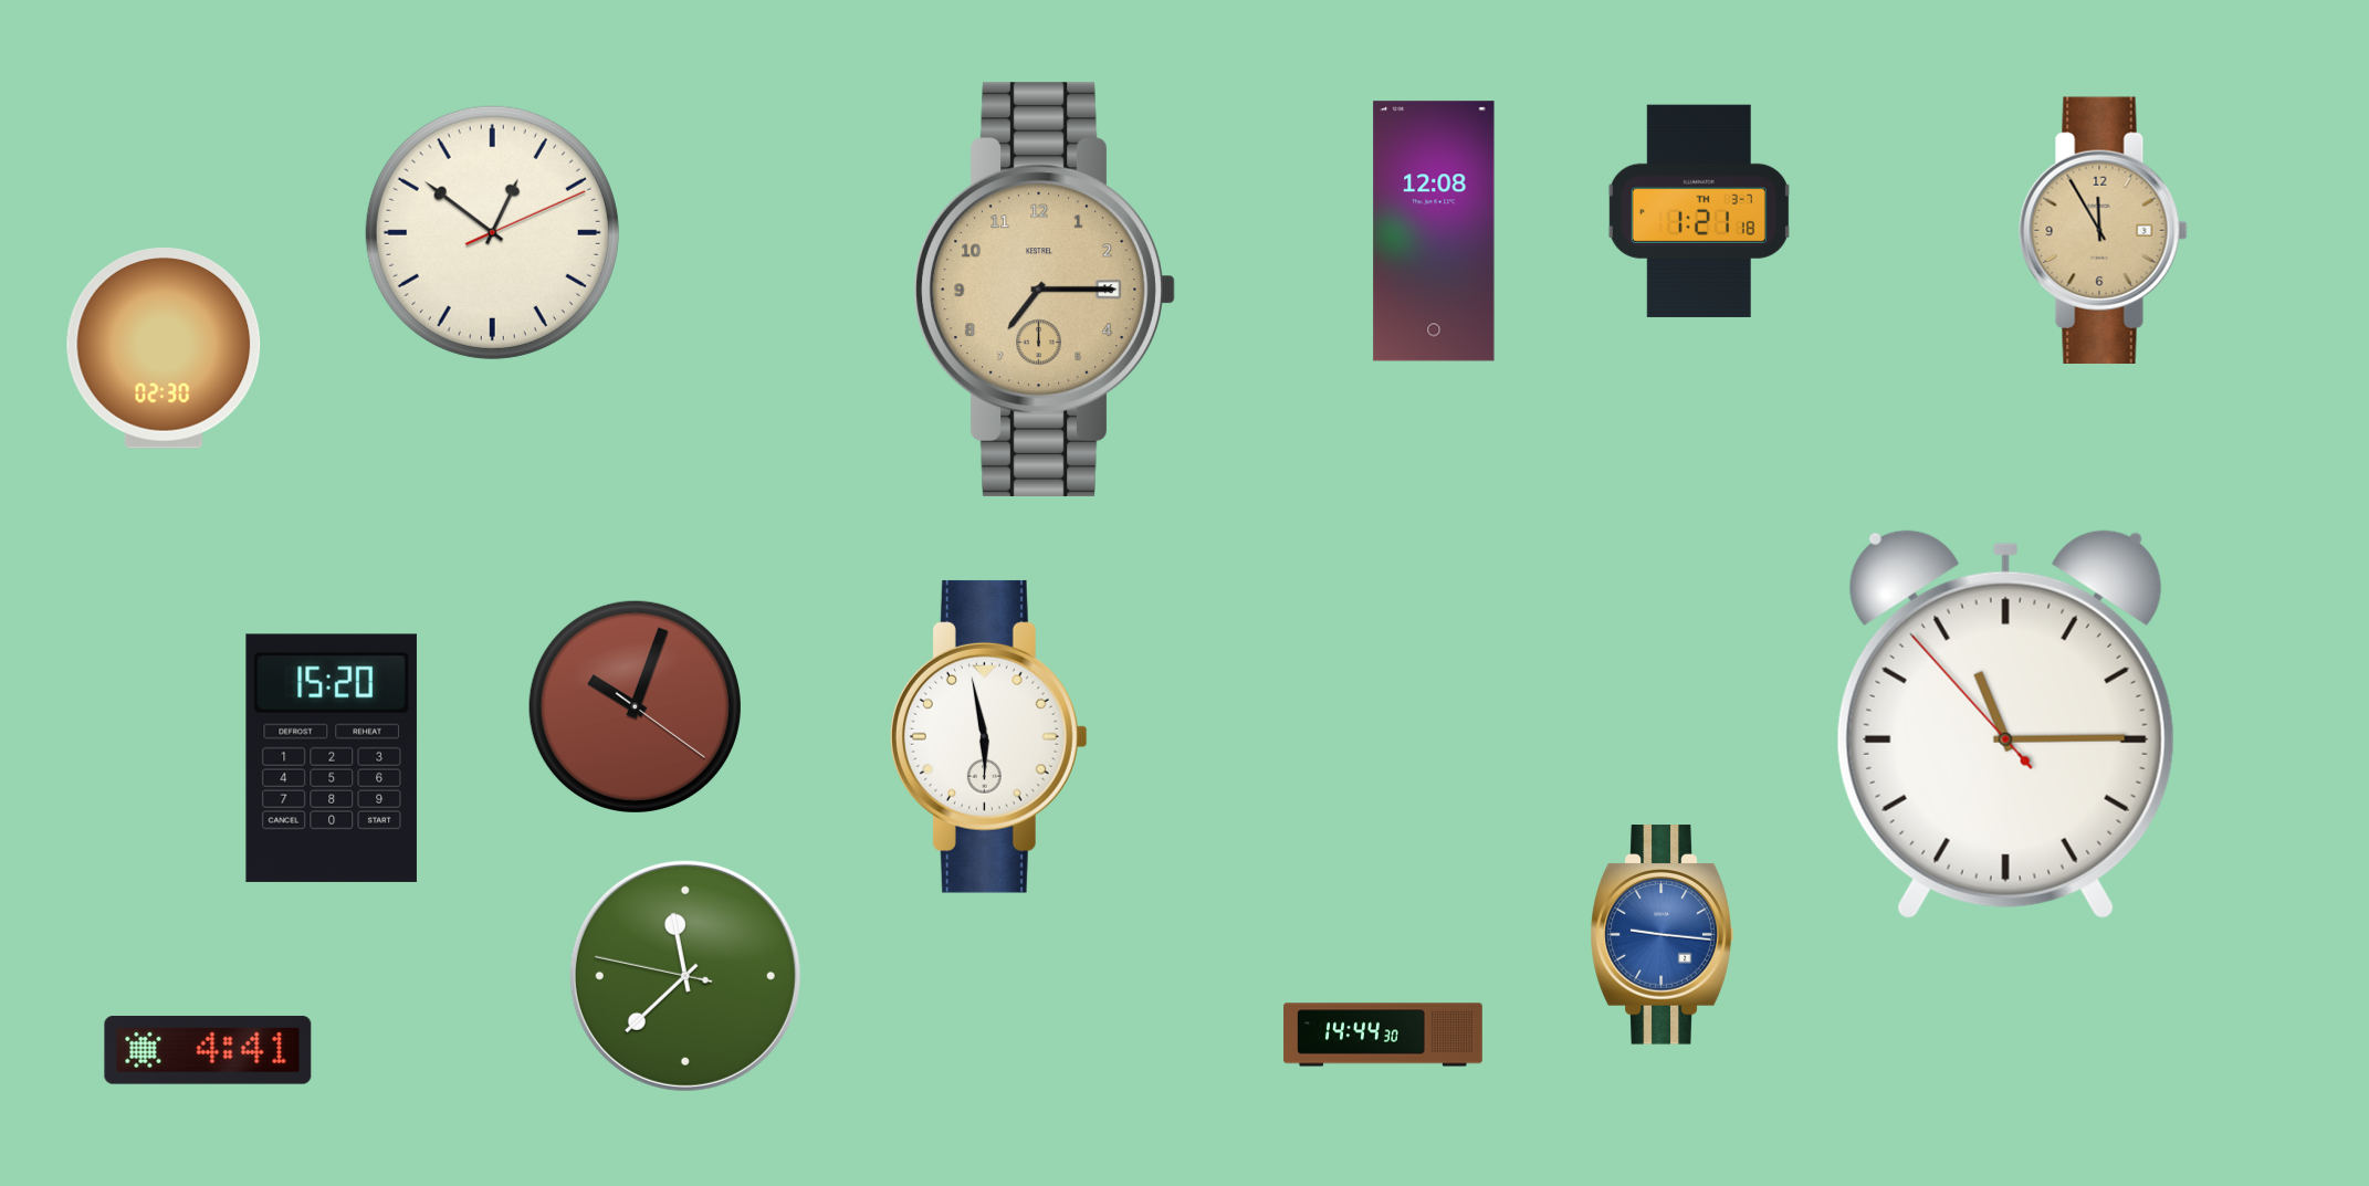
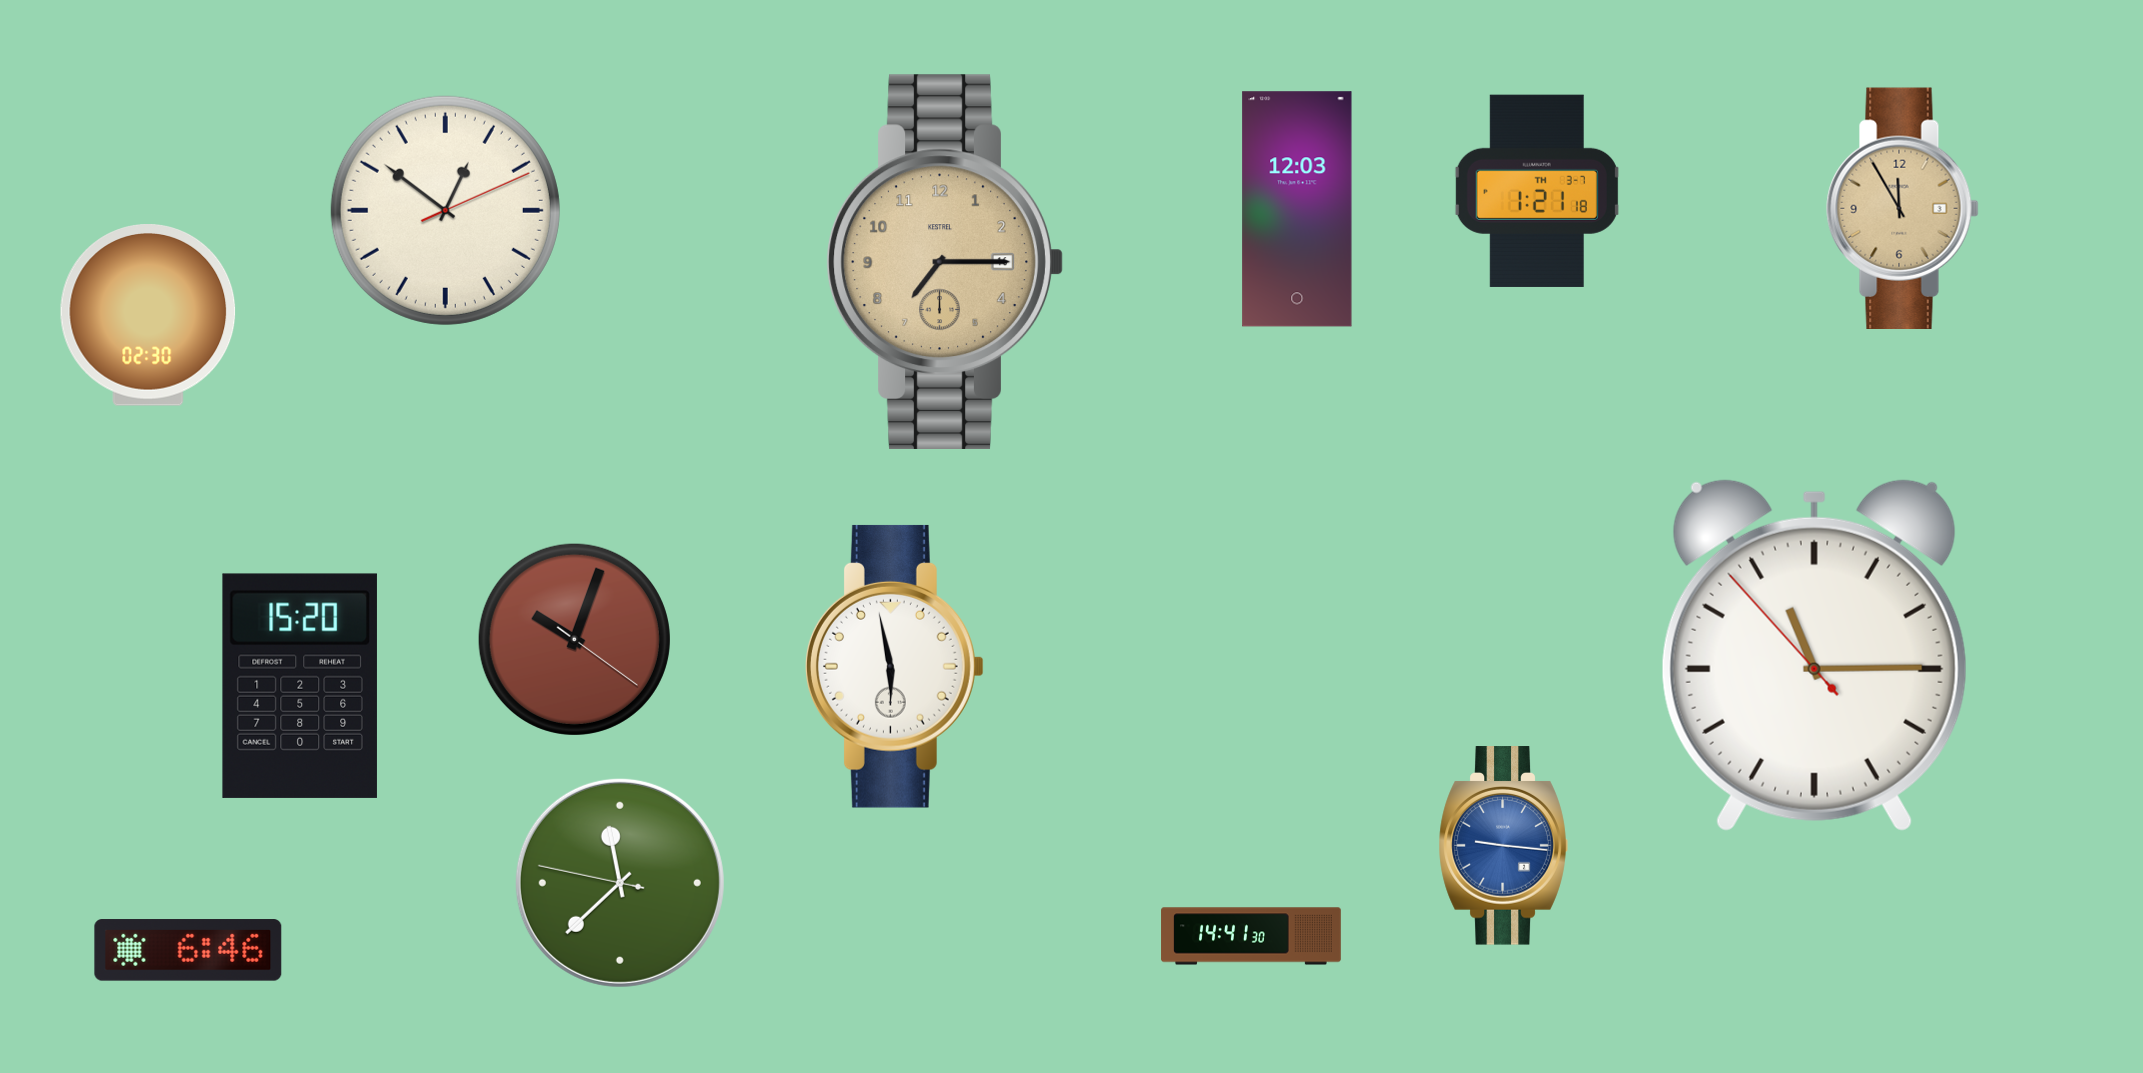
clock at (1434, 231): 12:08 -> 12:03
clock at (1383, 1035): 14:44 -> 14:41
clock at (208, 1050): 4:41 -> 6:46
